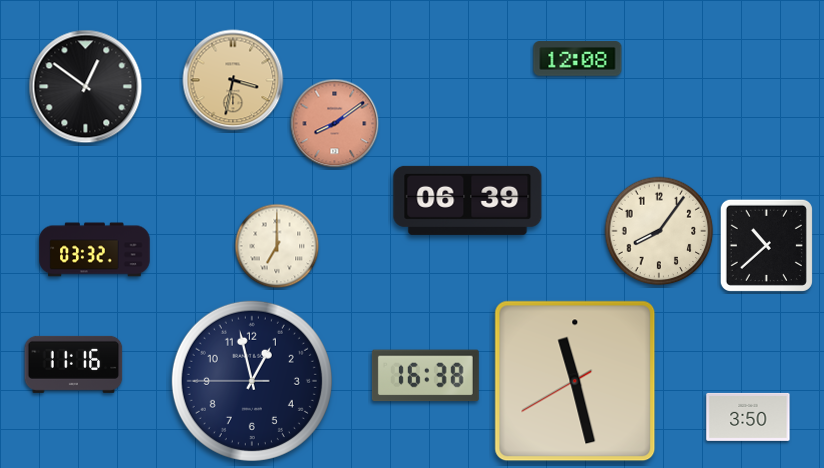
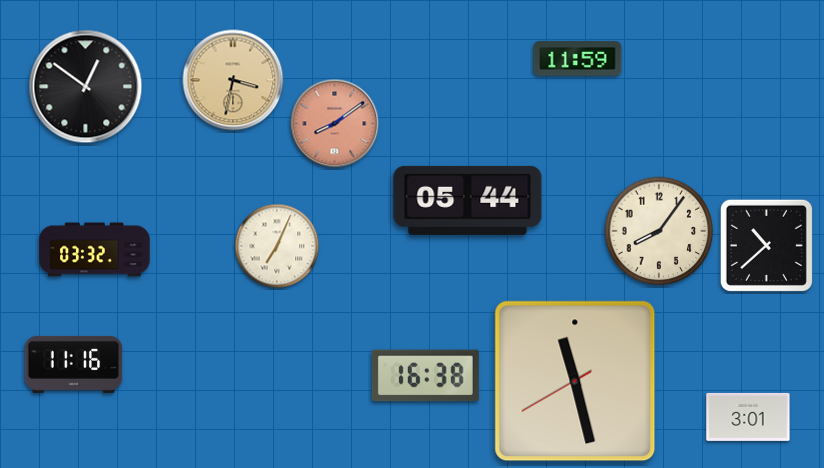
clock at (578, 59): 12:08 -> 11:59
clock at (468, 200): 06:39 -> 05:44
clock at (277, 246): 7:00 -> 7:04
clock at (252, 381): 12:57 -> none
clock at (748, 417): 3:50 -> 3:01
